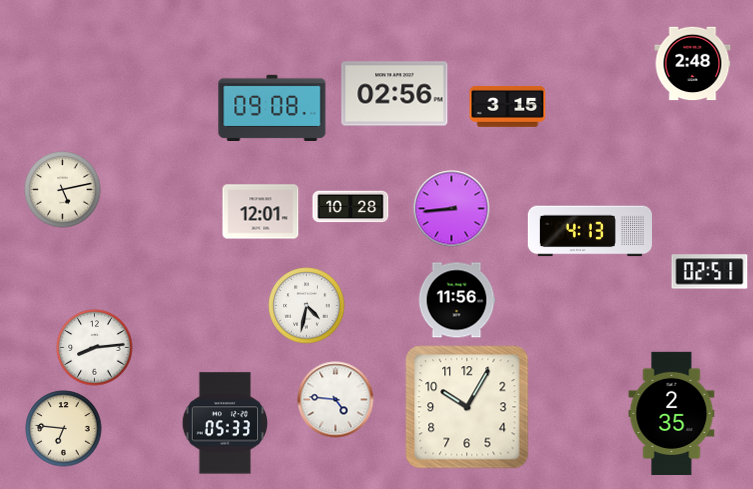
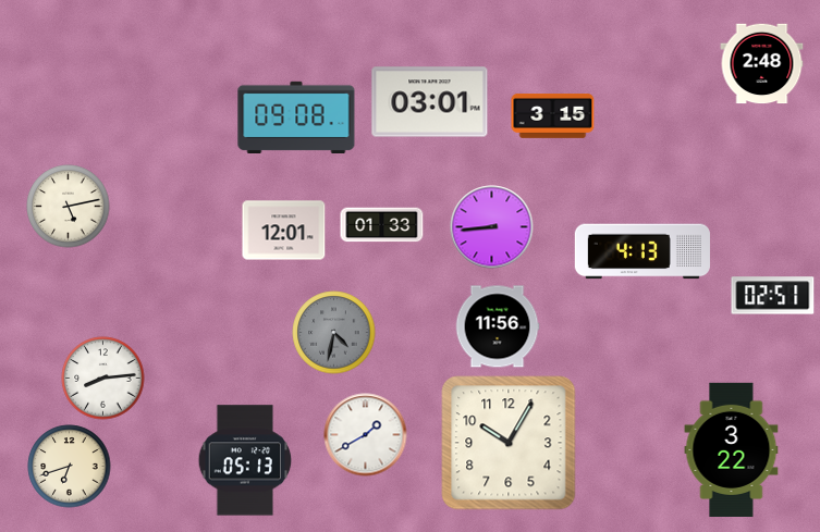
clock at (693, 64) position: (693, 64) -> (762, 64)
clock at (395, 94): 02:56 -> 03:01
clock at (351, 207): 10:28 -> 01:33
clock at (307, 306) dial: white -> grey
clock at (336, 400): 4:46 -> 1:40
clock at (672, 413): 2:35 -> 3:22
clock at (225, 423): 05:33 -> 05:13
clock at (64, 429): 6:46 -> 6:42
